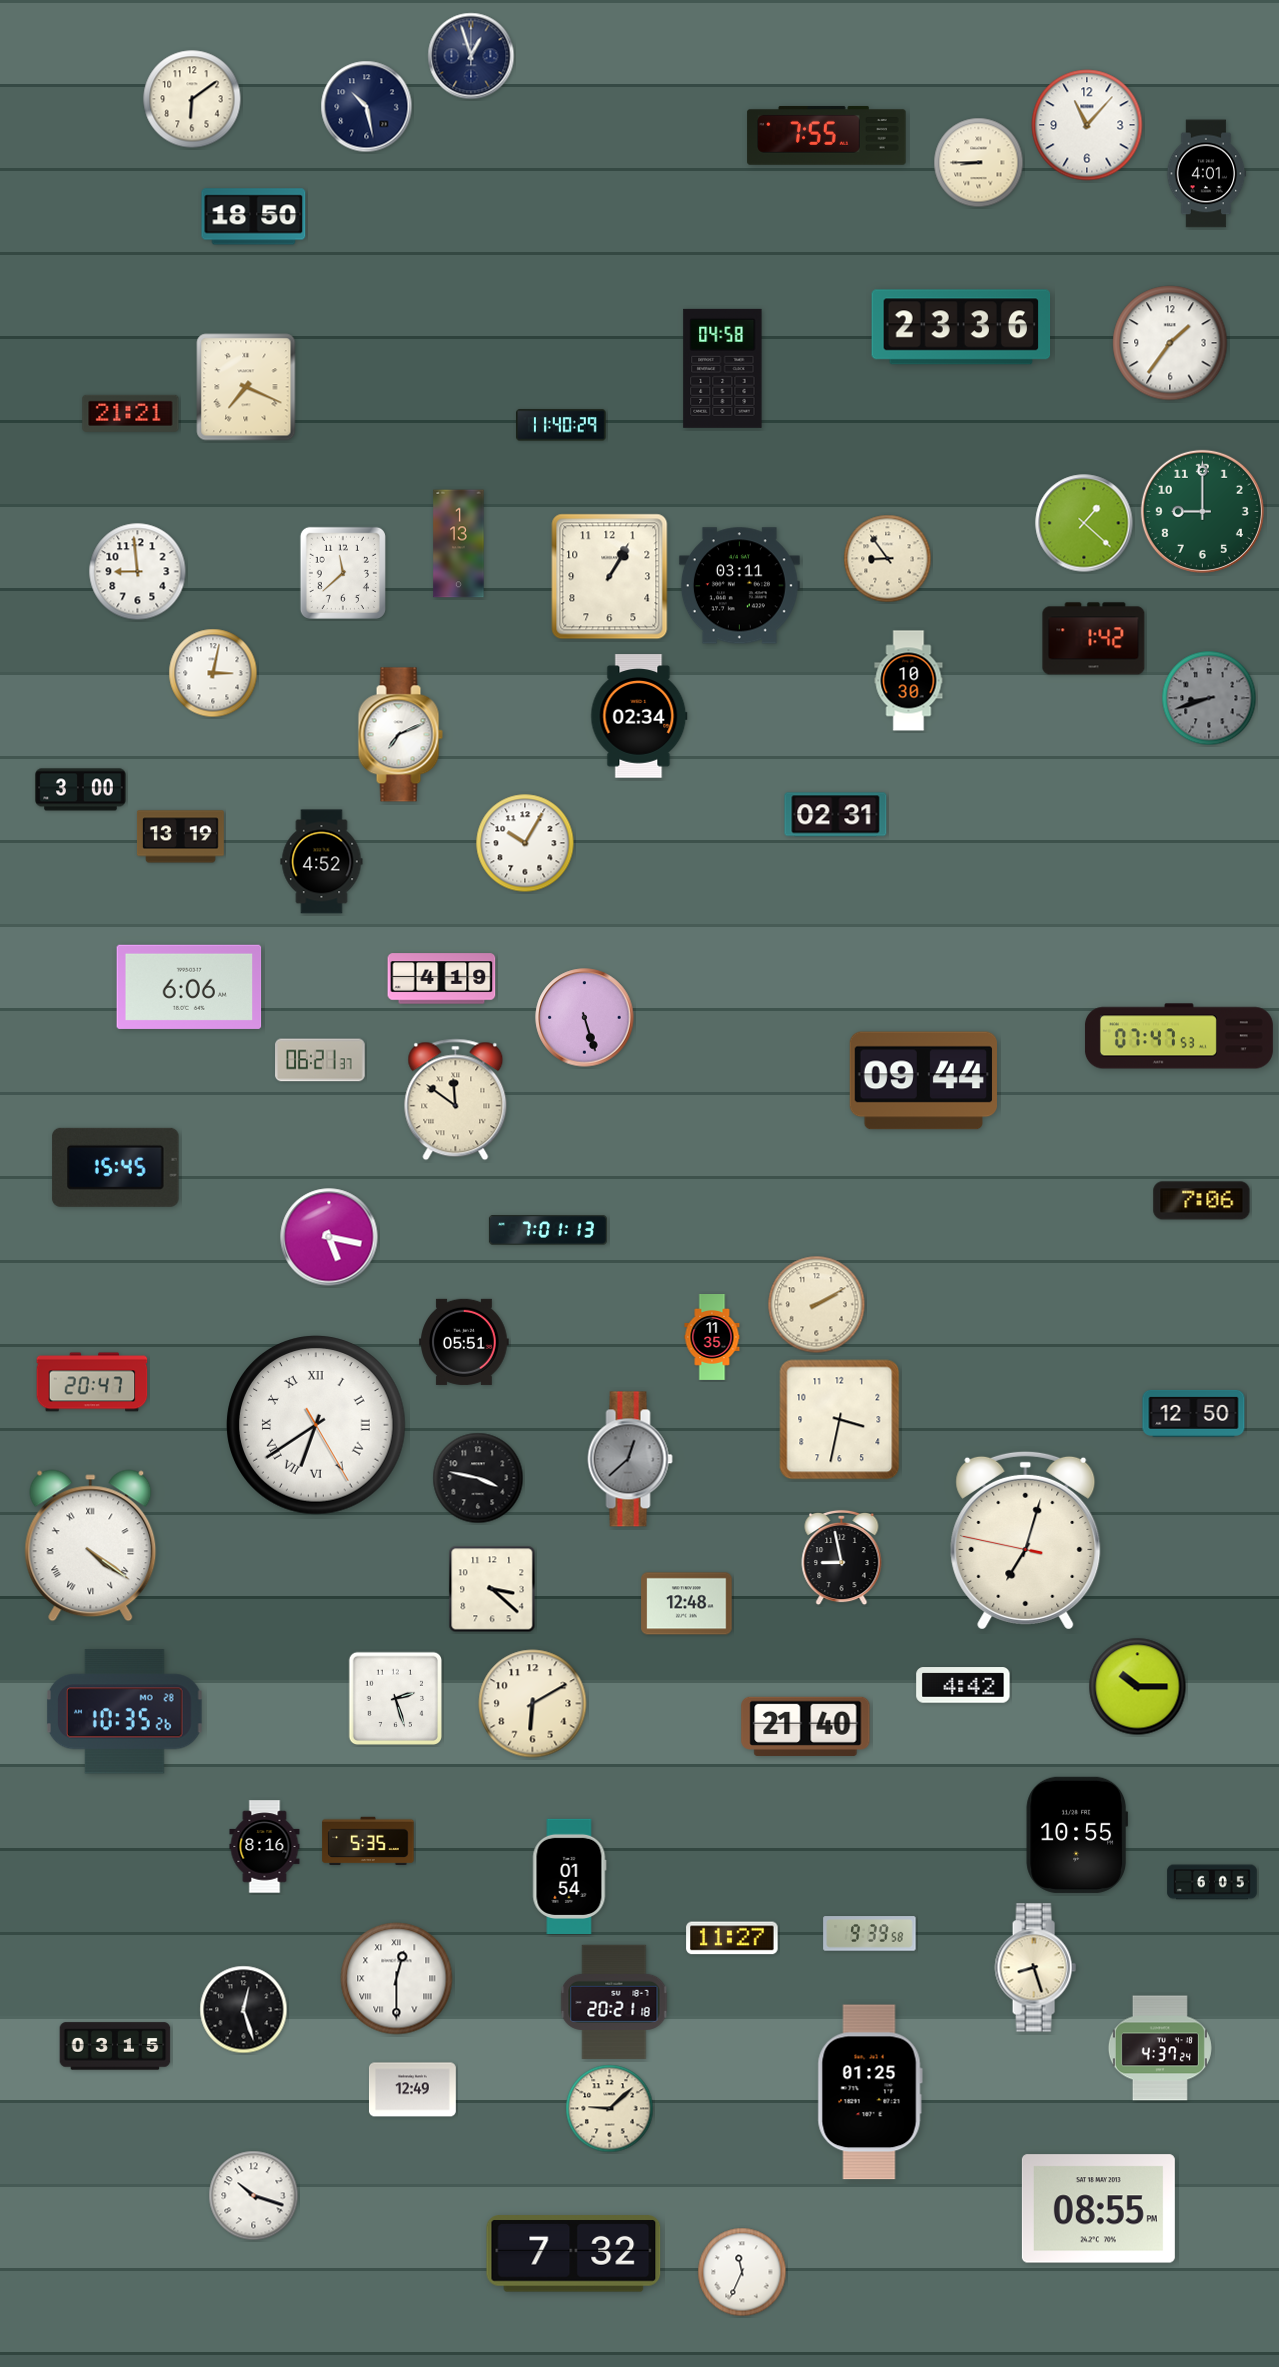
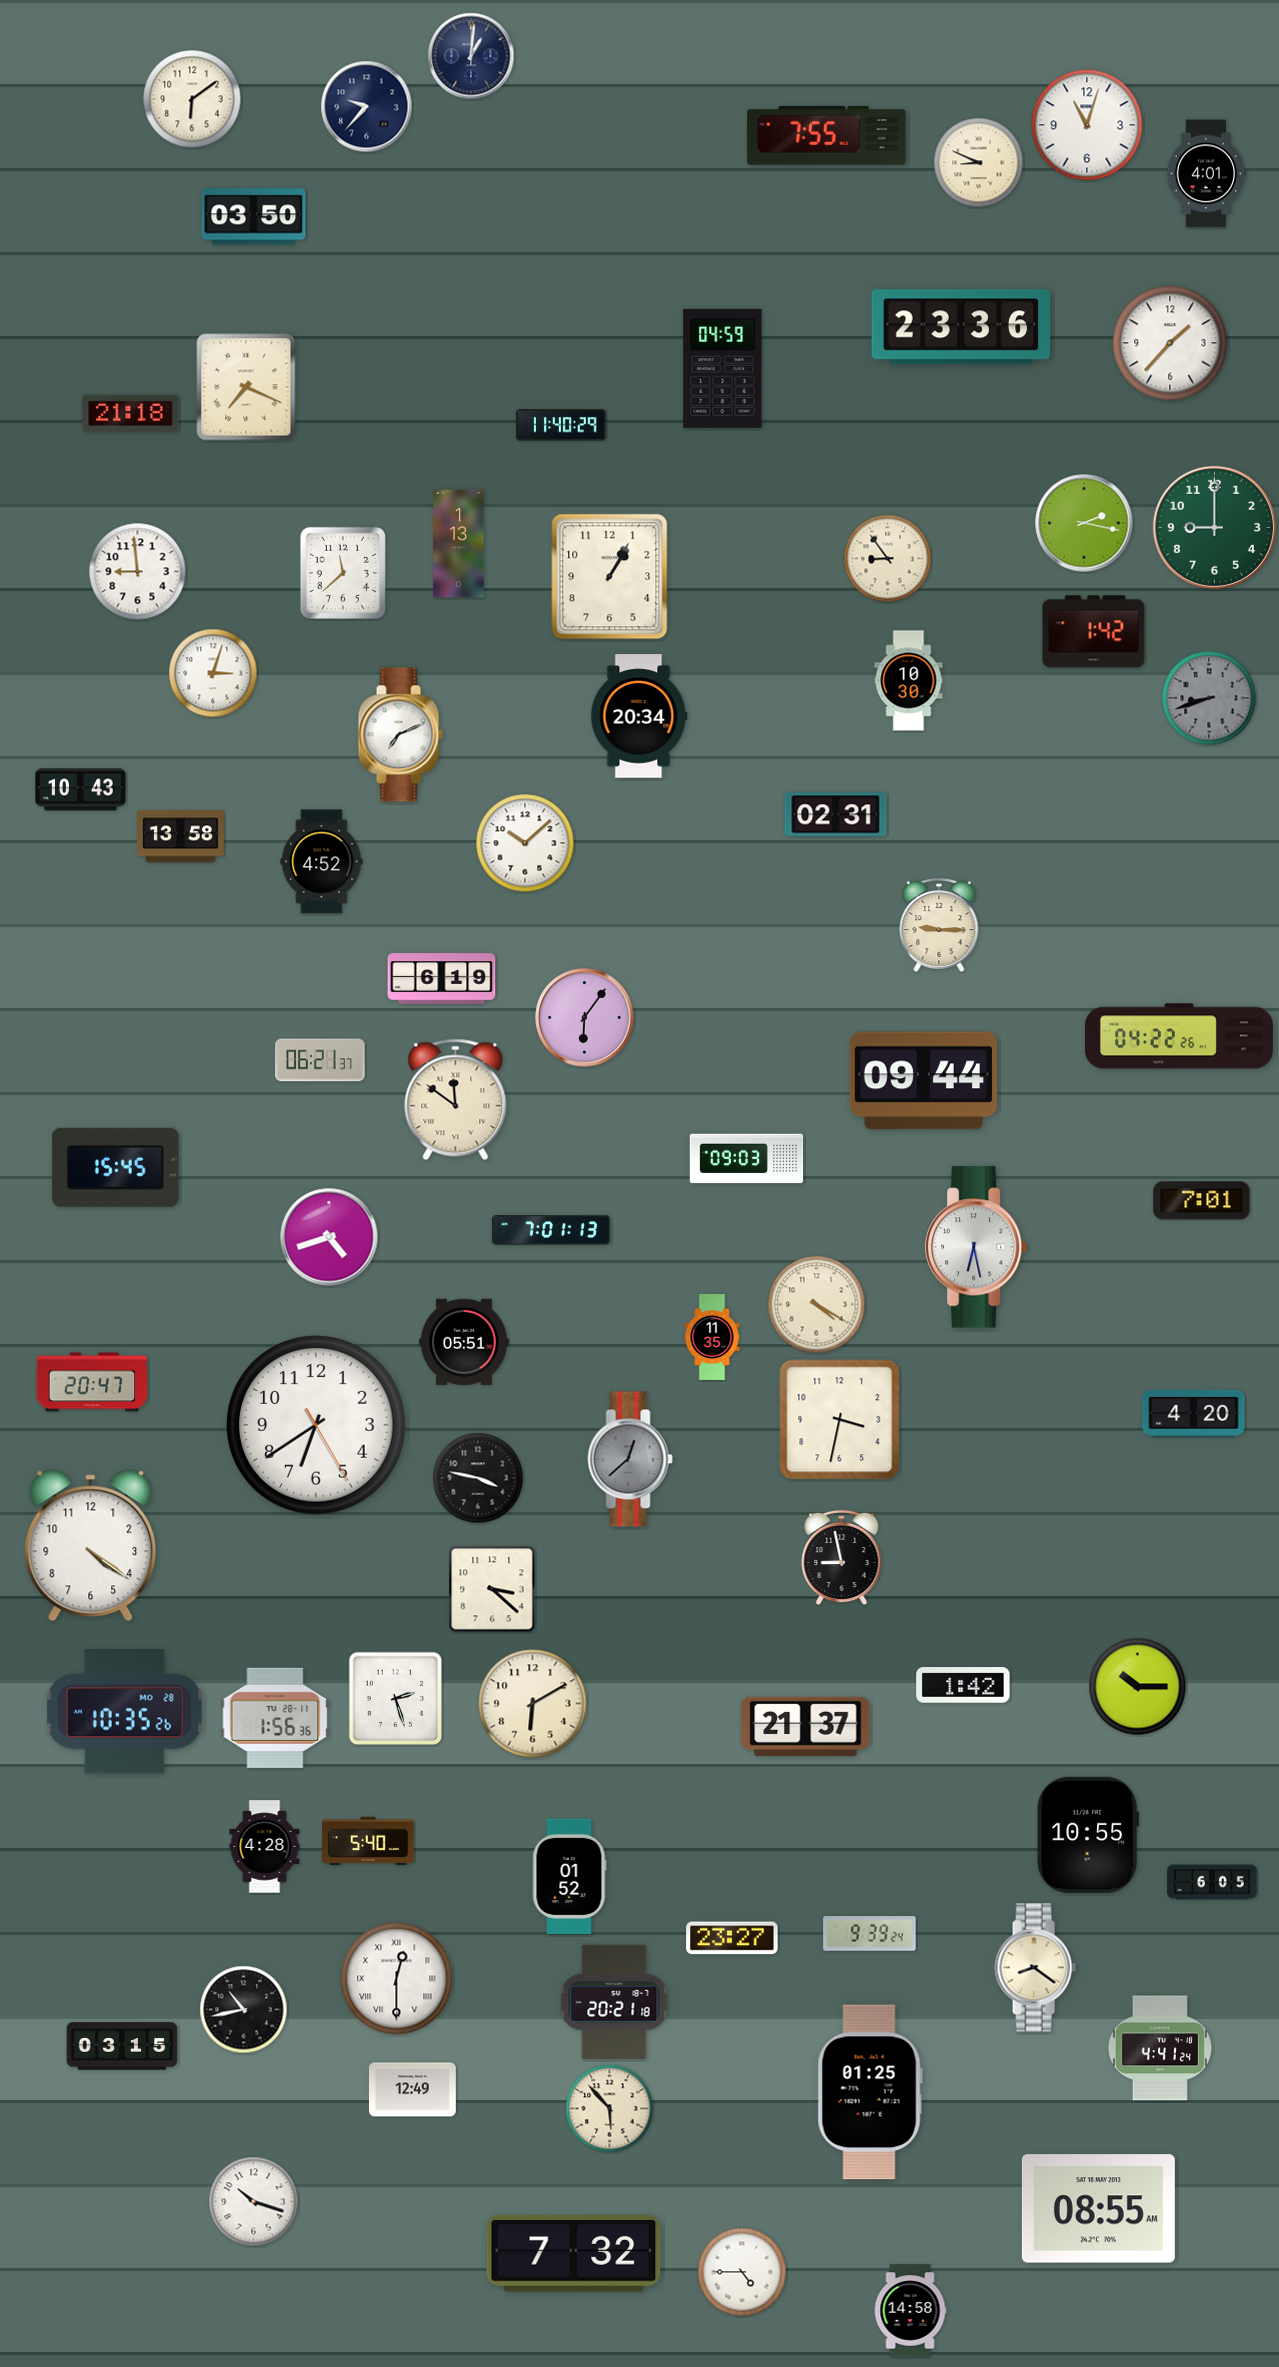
clock at (471, 56): 12:57 -> 1:01
clock at (367, 107): 10:28 -> 9:37
clock at (1087, 125): 11:07 -> 11:03
clock at (979, 163): 8:45 -> 8:49
clock at (254, 217): 18:50 -> 03:50
clock at (1170, 343): 1:36 -> 1:37
clock at (723, 368): 04:58 -> 04:59
clock at (131, 413): 21:21 -> 21:18
clock at (1202, 511) position: (1202, 511) -> (1214, 527)
clock at (1084, 523): 1:22 -> 2:17
clock at (739, 586): 03:11 -> none
clock at (1094, 639) position: (1094, 639) -> (1094, 632)
clock at (213, 673): 3:02 -> 3:03
clock at (639, 716): 02:34 -> 20:34
clock at (81, 790): 3:00 -> 10:43
clock at (180, 837): 13:19 -> 13:58
clock at (525, 843): 10:05 -> 10:08
clock at (939, 926): none -> 9:15
clock at (442, 979): 4:19 -> 6:19
clock at (189, 987): 6:06 -> none
clock at (585, 1018): 5:27 -> 6:06
clock at (1179, 1036): 07:47 -> 04:22
clock at (747, 1159): none -> 09:03
clock at (1202, 1201): 7:06 -> 7:01
clock at (548, 1230) position: (548, 1230) -> (551, 1230)
clock at (329, 1237): 5:17 -> 4:42
clock at (977, 1247): none -> 6:28
clock at (817, 1305): 2:10 -> 4:20
clock at (1194, 1413): 12:50 -> 4:20
clock at (316, 1425) numerals: Roman -> Arabic
clock at (1026, 1540): 7:02 -> none
clock at (91, 1546) numerals: Roman -> Arabic
clock at (687, 1604): 12:48 -> none
clock at (963, 1685): 4:42 -> 1:42
clock at (275, 1718): none -> 1:56
clock at (806, 1726): 21:40 -> 21:37
clock at (1076, 1835) position: (1076, 1835) -> (1087, 1835)
clock at (368, 1840): 5:35 -> 5:40
clock at (265, 1847): 8:16 -> 4:28
clock at (569, 1876): 01:54 -> 01:52
clock at (870, 1934): 9:39:58 -> 9:39:24
clock at (732, 1938): 11:27 -> 23:27
clock at (1035, 1968): 8:27 -> 8:21
clock at (244, 2010): 12:27 -> 10:43
clock at (115, 2046) position: (115, 2046) -> (122, 2046)
clock at (1160, 2048): 4:37 -> 4:41
clock at (610, 2109): 9:08 -> 5:53
clock at (254, 2196) position: (254, 2196) -> (254, 2202)
clock at (1098, 2209): 08:55 PM -> 08:55 AM
clock at (742, 2272): 11:34 -> 4:45
clock at (910, 2311): none -> 14:58
